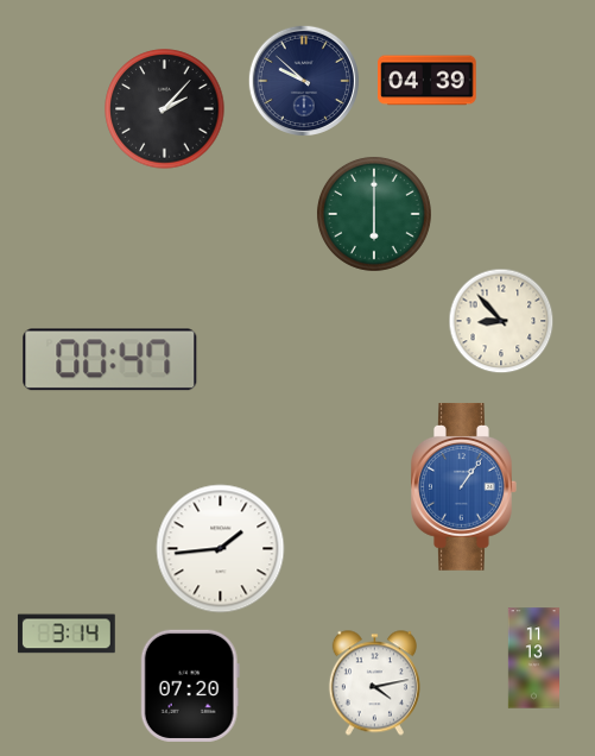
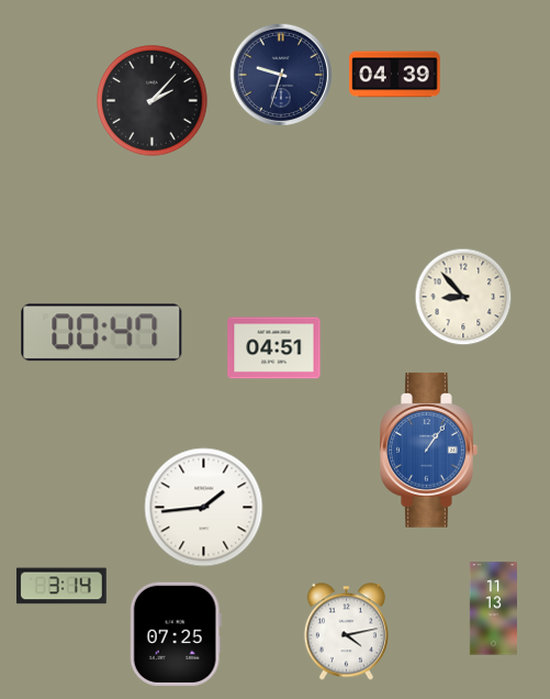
clock at (303, 80): 9:52 -> 9:33
clock at (374, 214): 6:00 -> none
clock at (274, 348): none -> 04:51
clock at (190, 686): 07:20 -> 07:25
